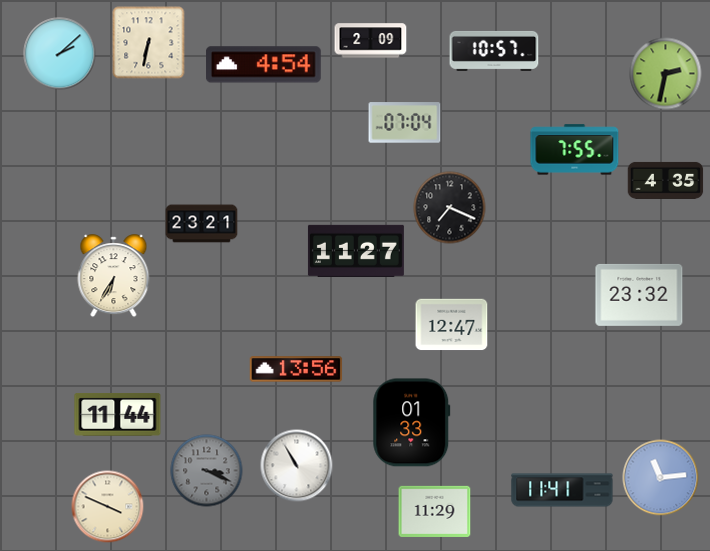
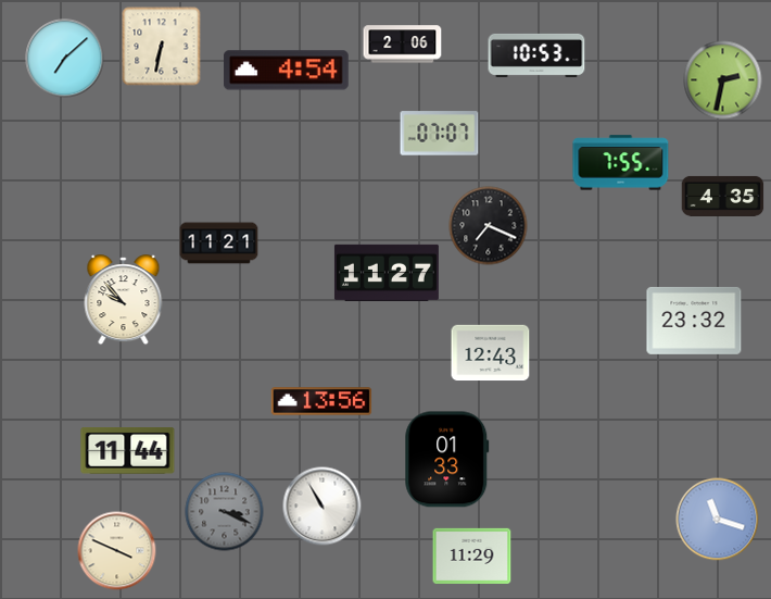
clock at (371, 41): 2:09 -> 2:06
clock at (494, 51): 10:57 -> 10:53
clock at (60, 54): 2:08 -> 7:08
clock at (405, 123): 07:04 -> 07:07
clock at (575, 150) position: (575, 150) -> (621, 163)
clock at (202, 224): 23:21 -> 11:21
clock at (114, 276): 6:35 -> 9:53
clock at (452, 325): 12:47 -> 12:43
clock at (661, 478): 11:14 -> 11:18
clock at (562, 490): 11:41 -> none
